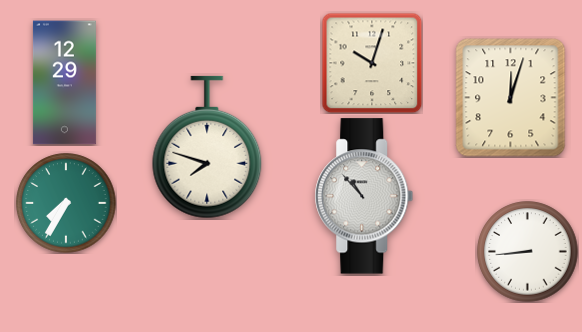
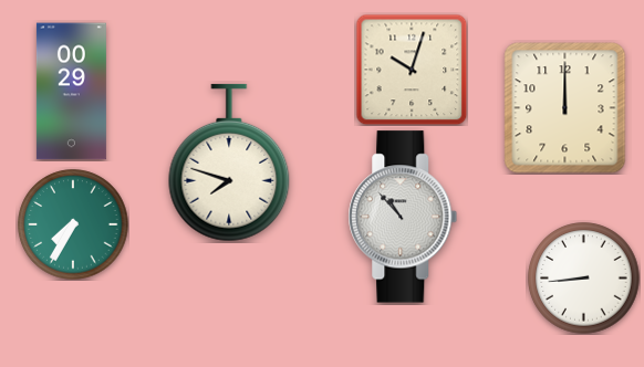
clock at (64, 83): 12:29 -> 00:29
clock at (511, 98): 12:03 -> 12:00
